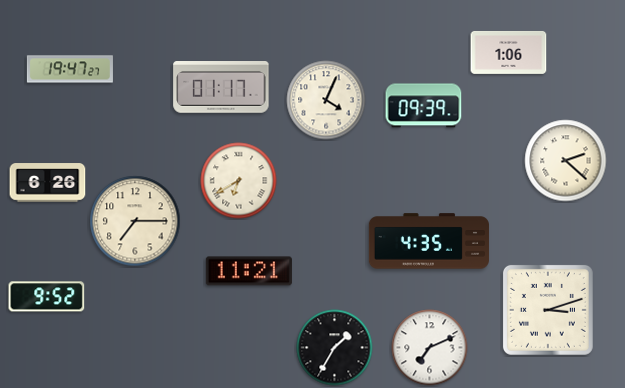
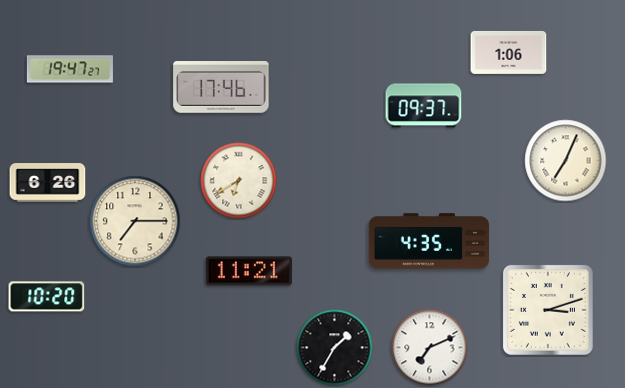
clock at (221, 88): 01:17 -> 17:46
clock at (326, 100): 4:04 -> none
clock at (424, 106): 09:39 -> 09:37
clock at (566, 161): 2:22 -> 7:04
clock at (47, 297): 9:52 -> 10:20
